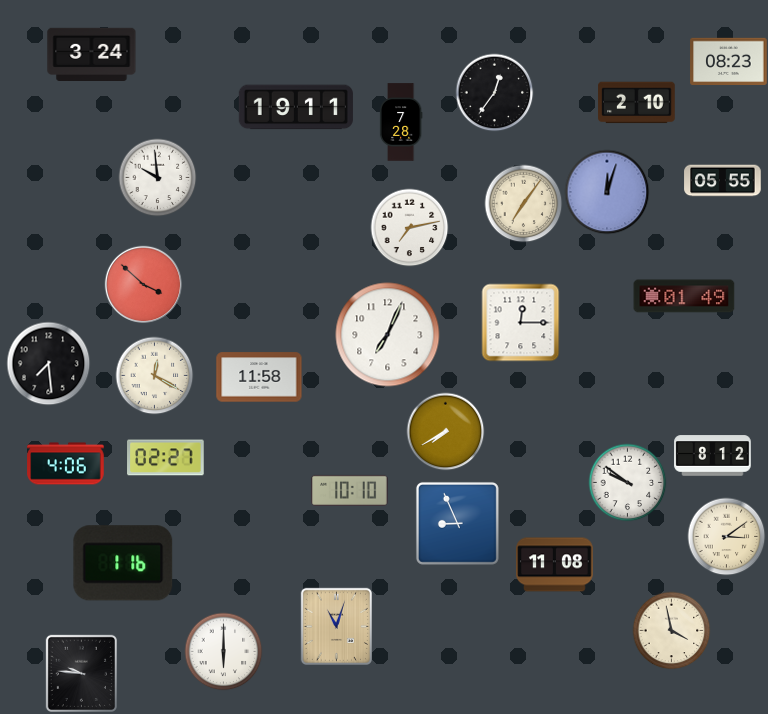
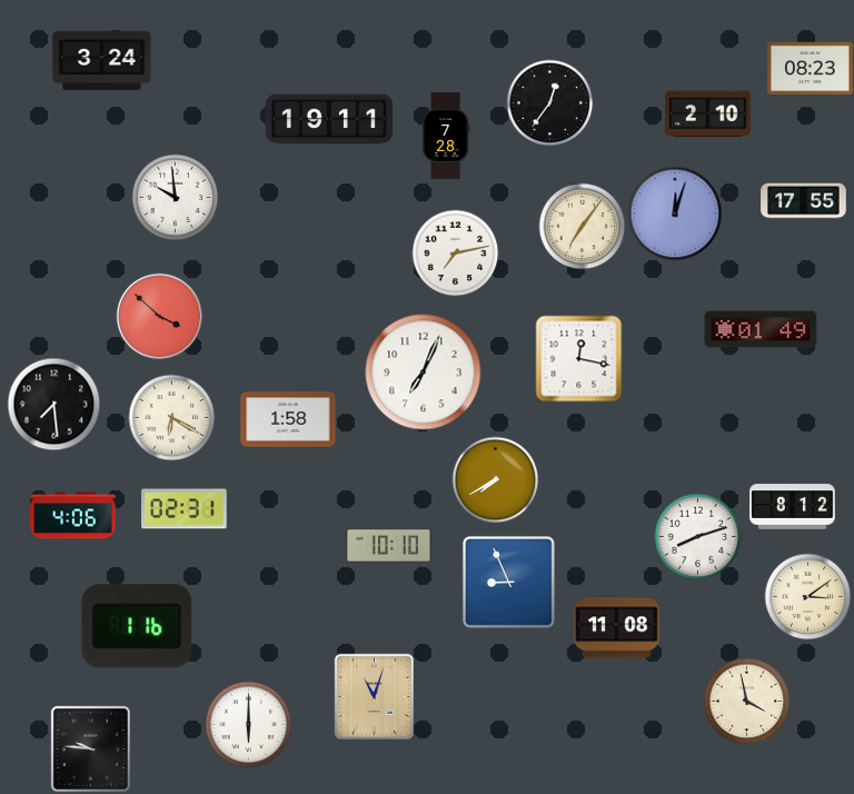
clock at (723, 181): 05:55 -> 17:55
clock at (520, 322): 12:15 -> 12:17
clock at (388, 335) position: (388, 335) -> (424, 373)
clock at (154, 375): 12:20 -> 6:20
clock at (259, 377): 11:58 -> 1:58
clock at (166, 458): 02:27 -> 02:31
clock at (627, 482): 9:51 -> 8:12
